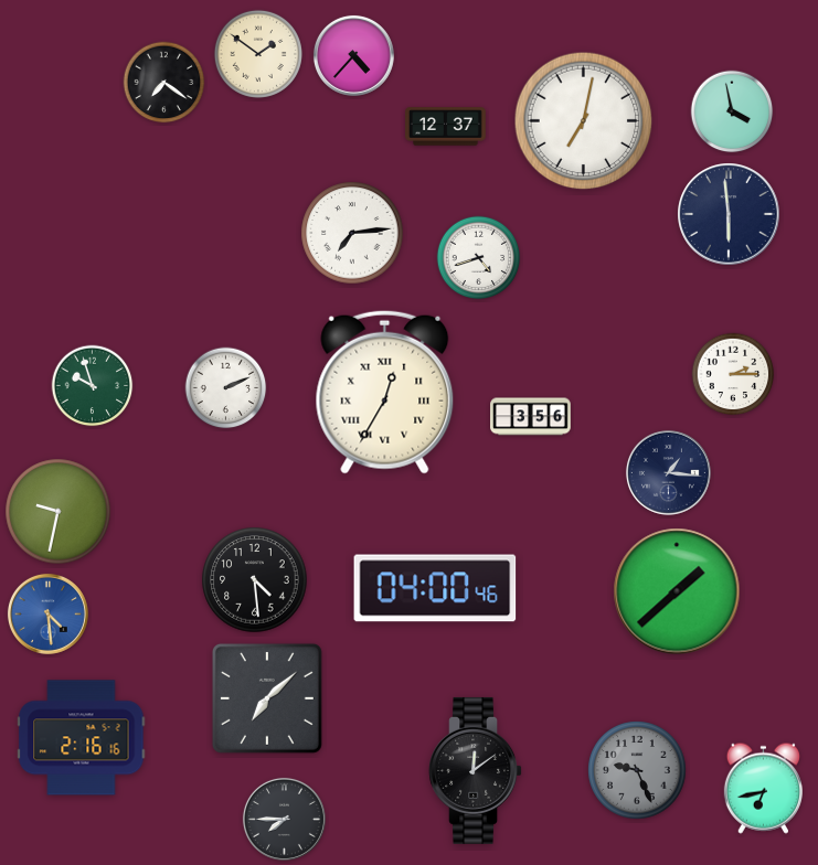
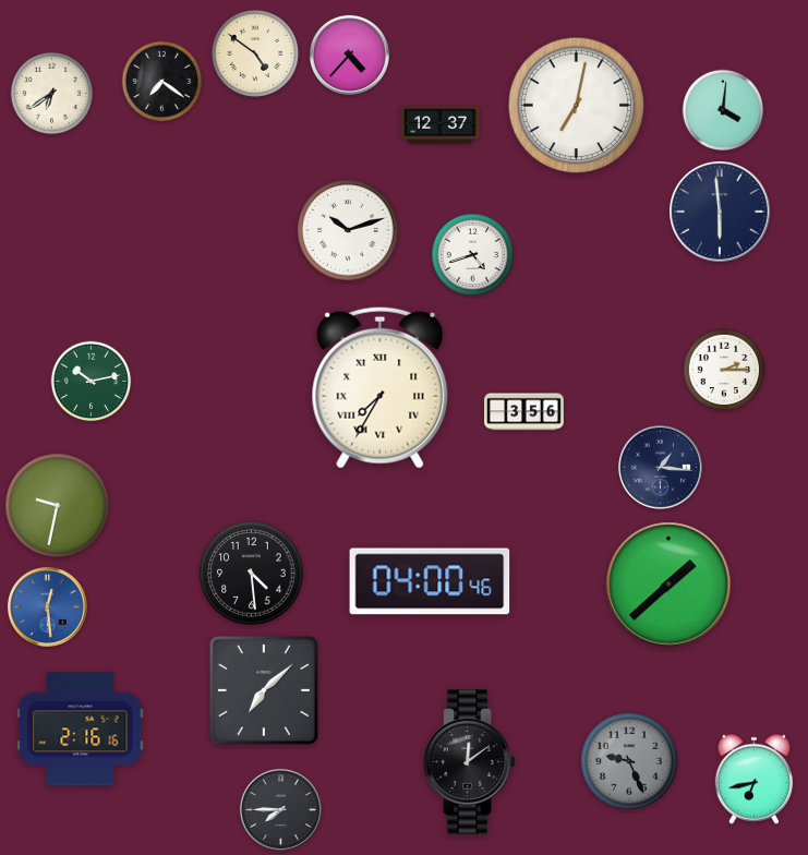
clock at (258, 54): 1:51 -> 4:51
clock at (52, 94): none -> 6:39
clock at (732, 111): 3:58 -> 4:01
clock at (584, 121) position: (584, 121) -> (577, 106)
clock at (352, 233): 7:14 -> 10:12
clock at (93, 386): 9:57 -> 10:13
clock at (226, 388): 2:11 -> none
clock at (385, 392): 12:35 -> 7:35
clock at (47, 613): 4:29 -> 12:29
